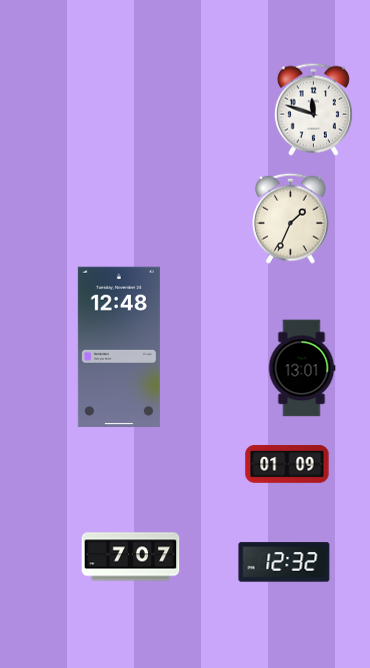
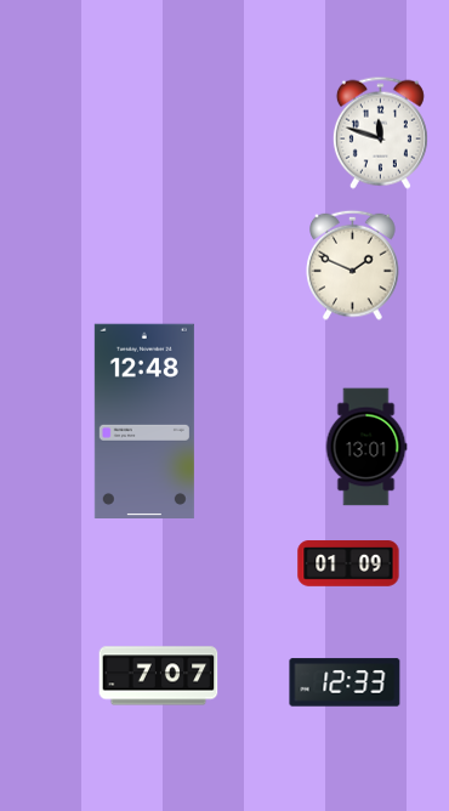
clock at (291, 218): 1:34 -> 1:49
clock at (284, 562): 12:32 -> 12:33
